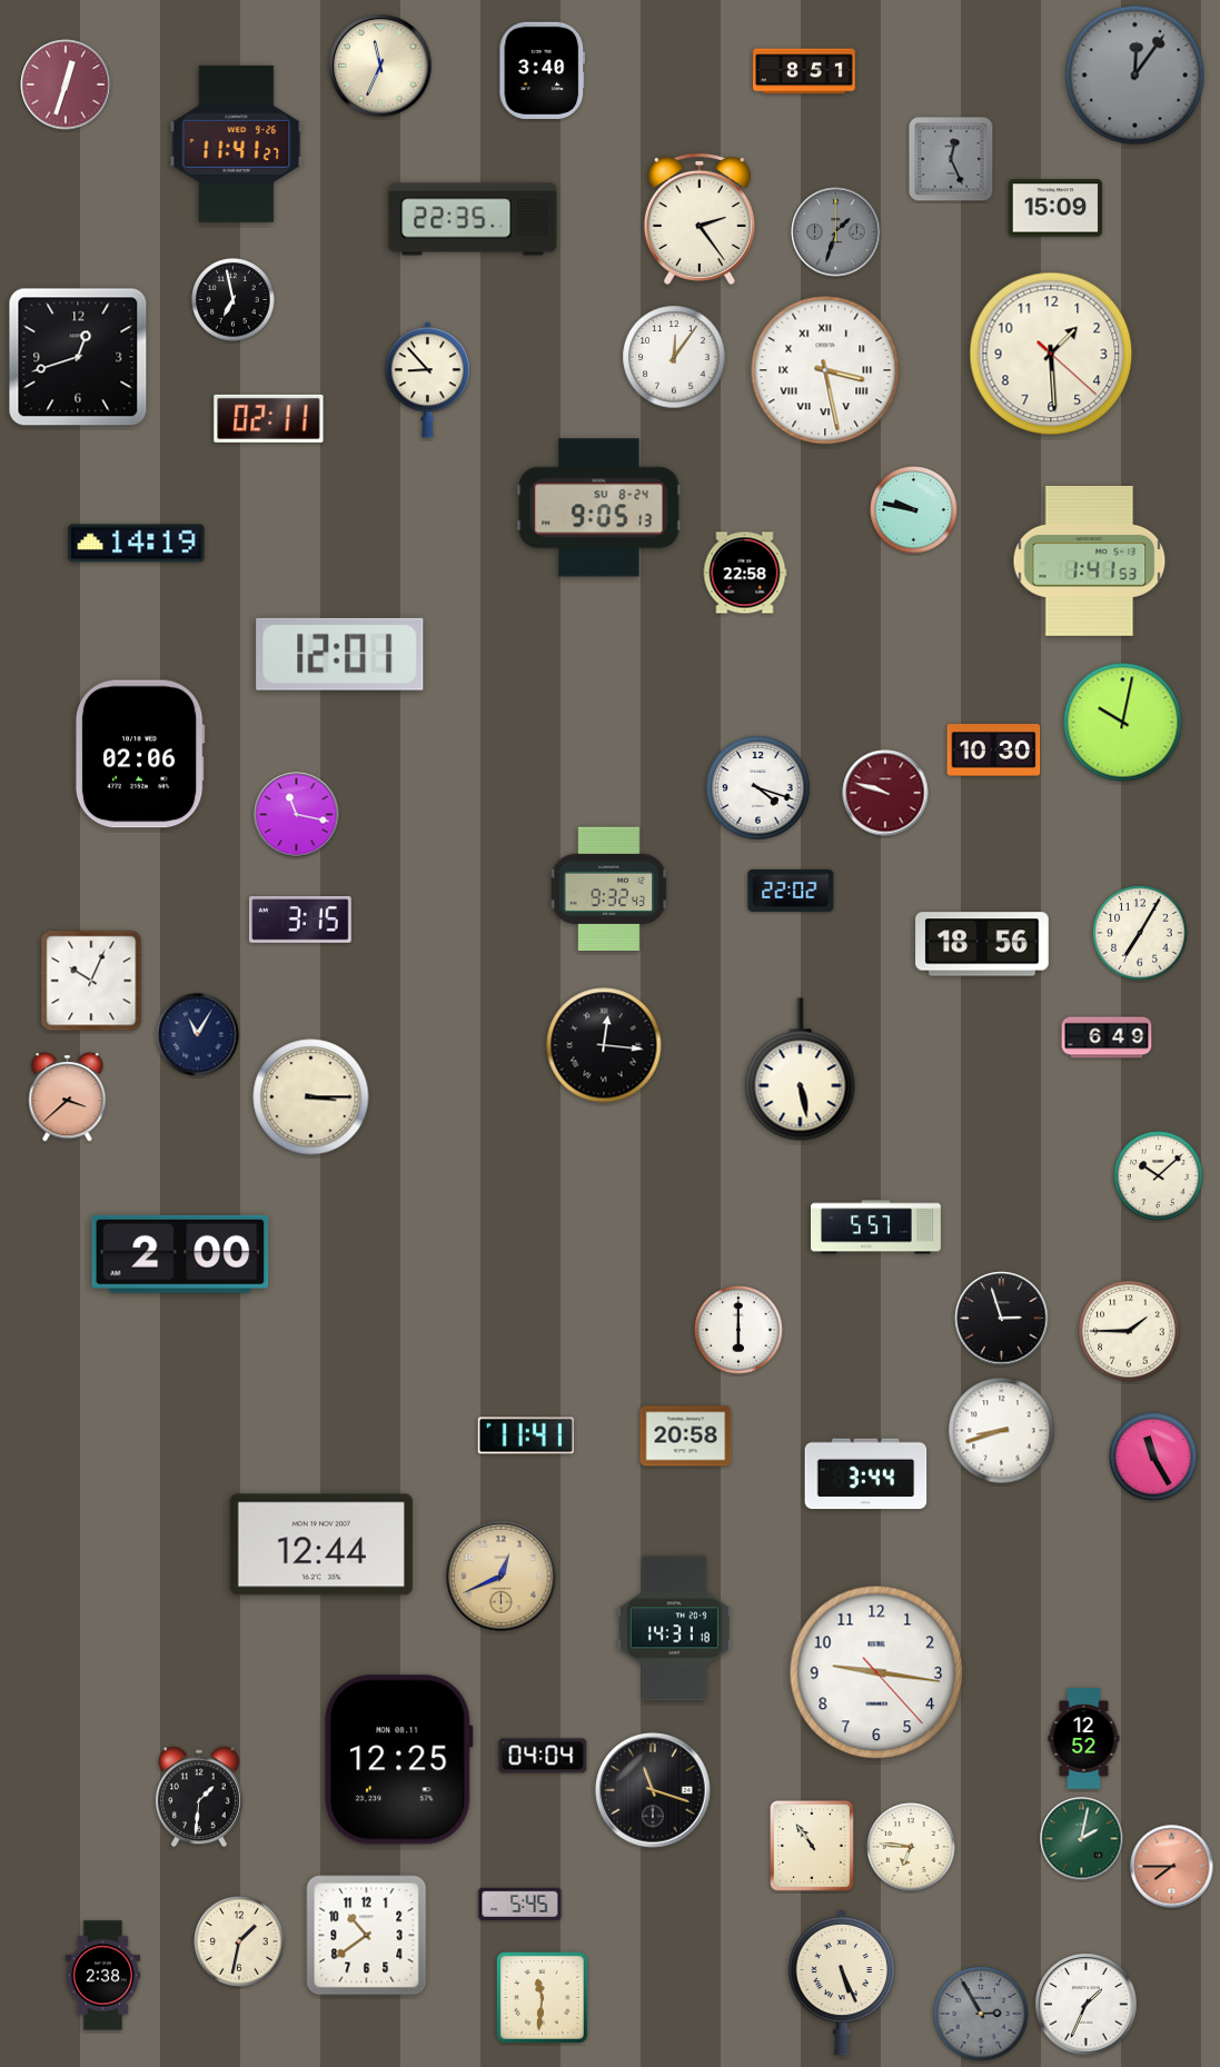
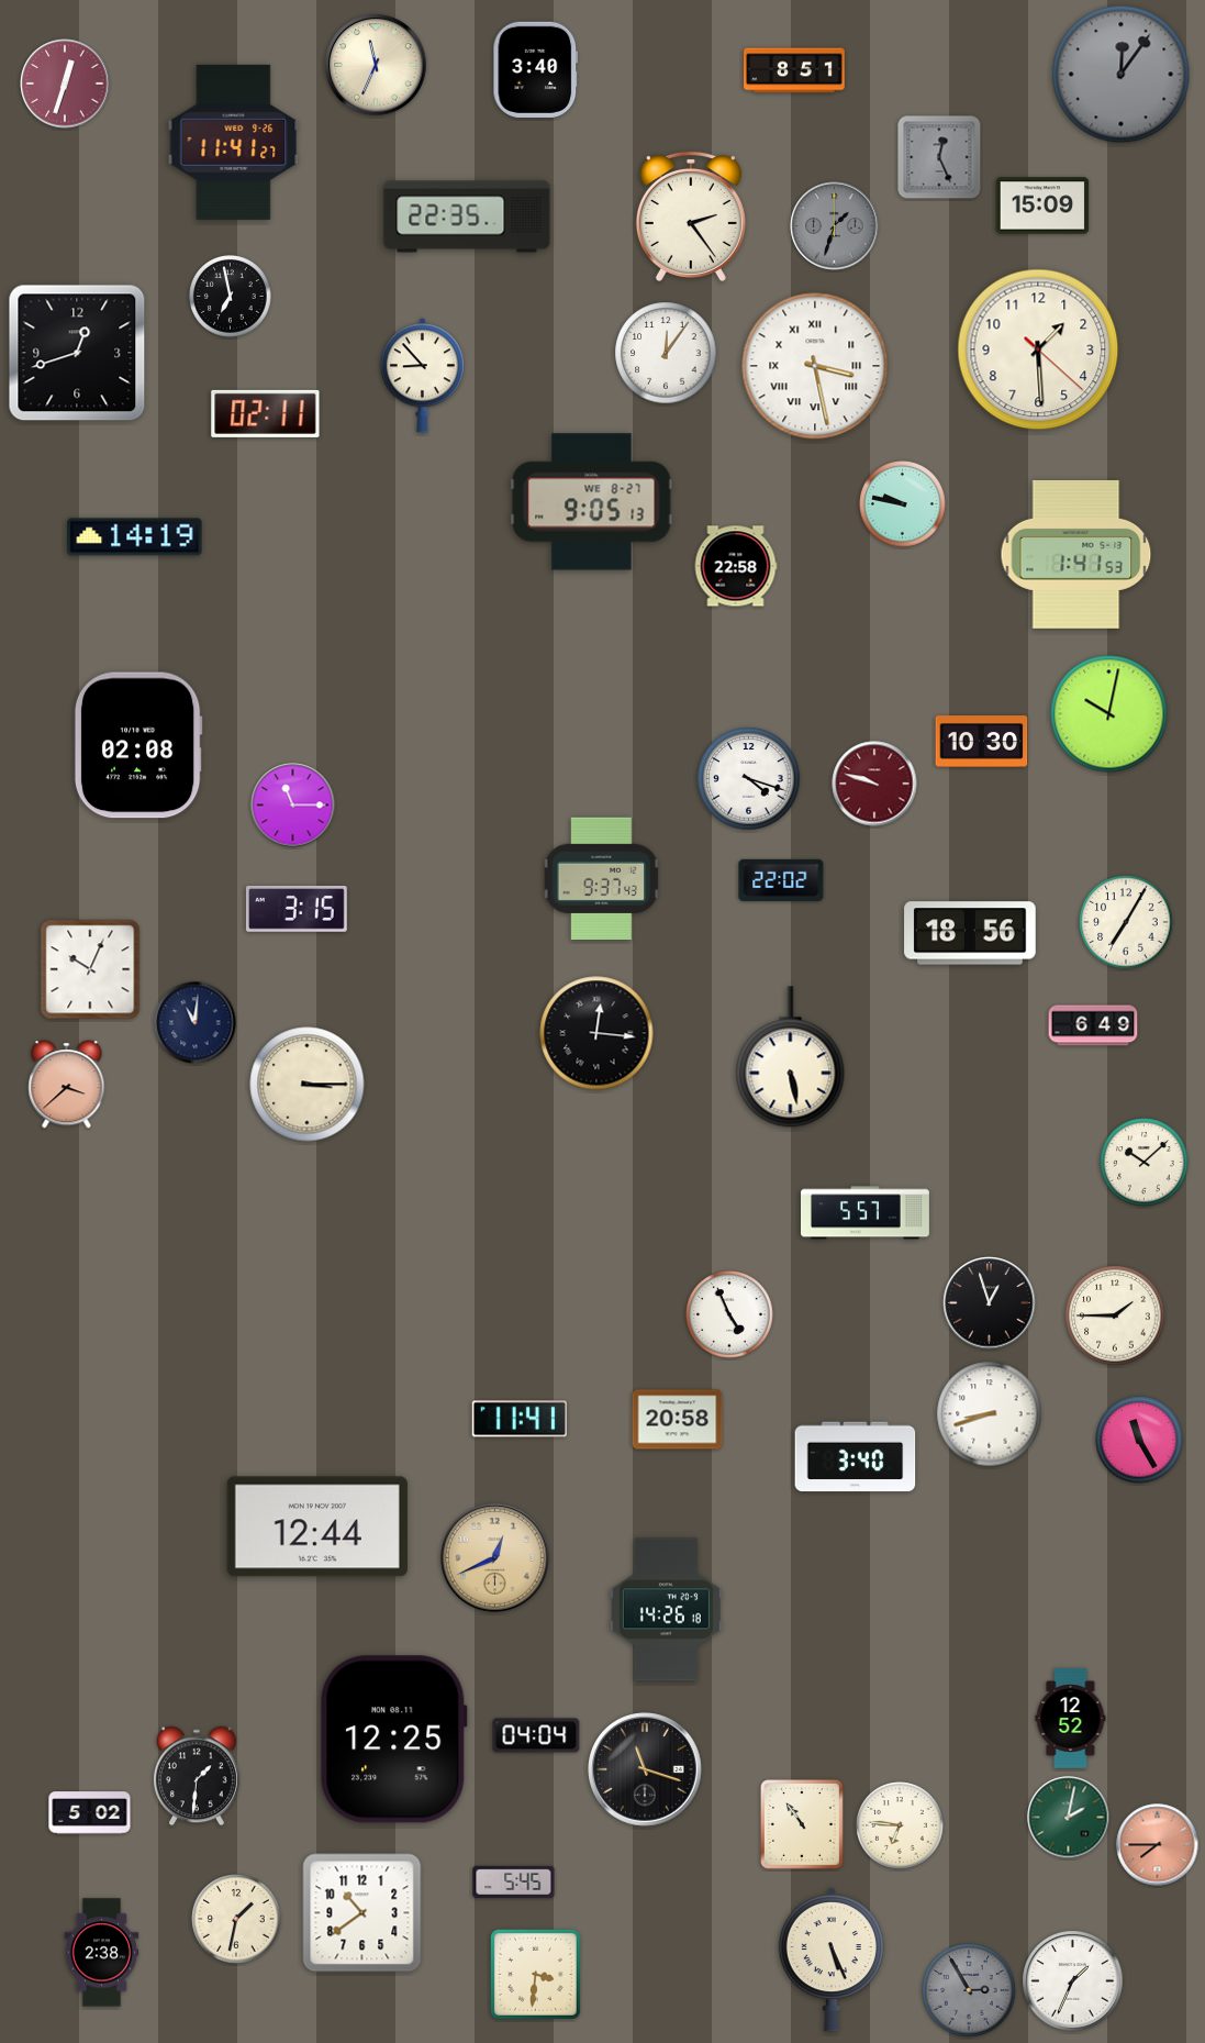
clock at (836, 232) position: (836, 232) -> (835, 226)
clock at (599, 508) date: SU 8-24 -> WE 8-27
clock at (340, 654): 12:01 -> none
clock at (140, 754): 02:06 -> 02:08
clock at (297, 815): 11:17 -> 11:15
clock at (609, 888): 9:32 -> 9:37
clock at (198, 1035): 11:05 -> 11:01
clock at (180, 1254): 2:00 -> none
clock at (1002, 1319): 2:57 -> 12:57
clock at (738, 1330): 6:00 -> 4:56
clock at (866, 1474): 3:44 -> 3:40
clock at (674, 1629): 14:31 -> 14:26
clock at (876, 1672): 9:16 -> none
clock at (90, 1813): none -> 5:02
clock at (542, 1997): 11:31 -> 3:31
